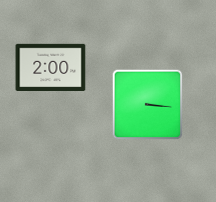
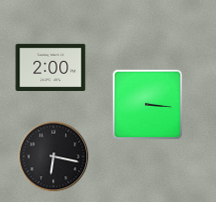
clock at (54, 157): none -> 6:17
